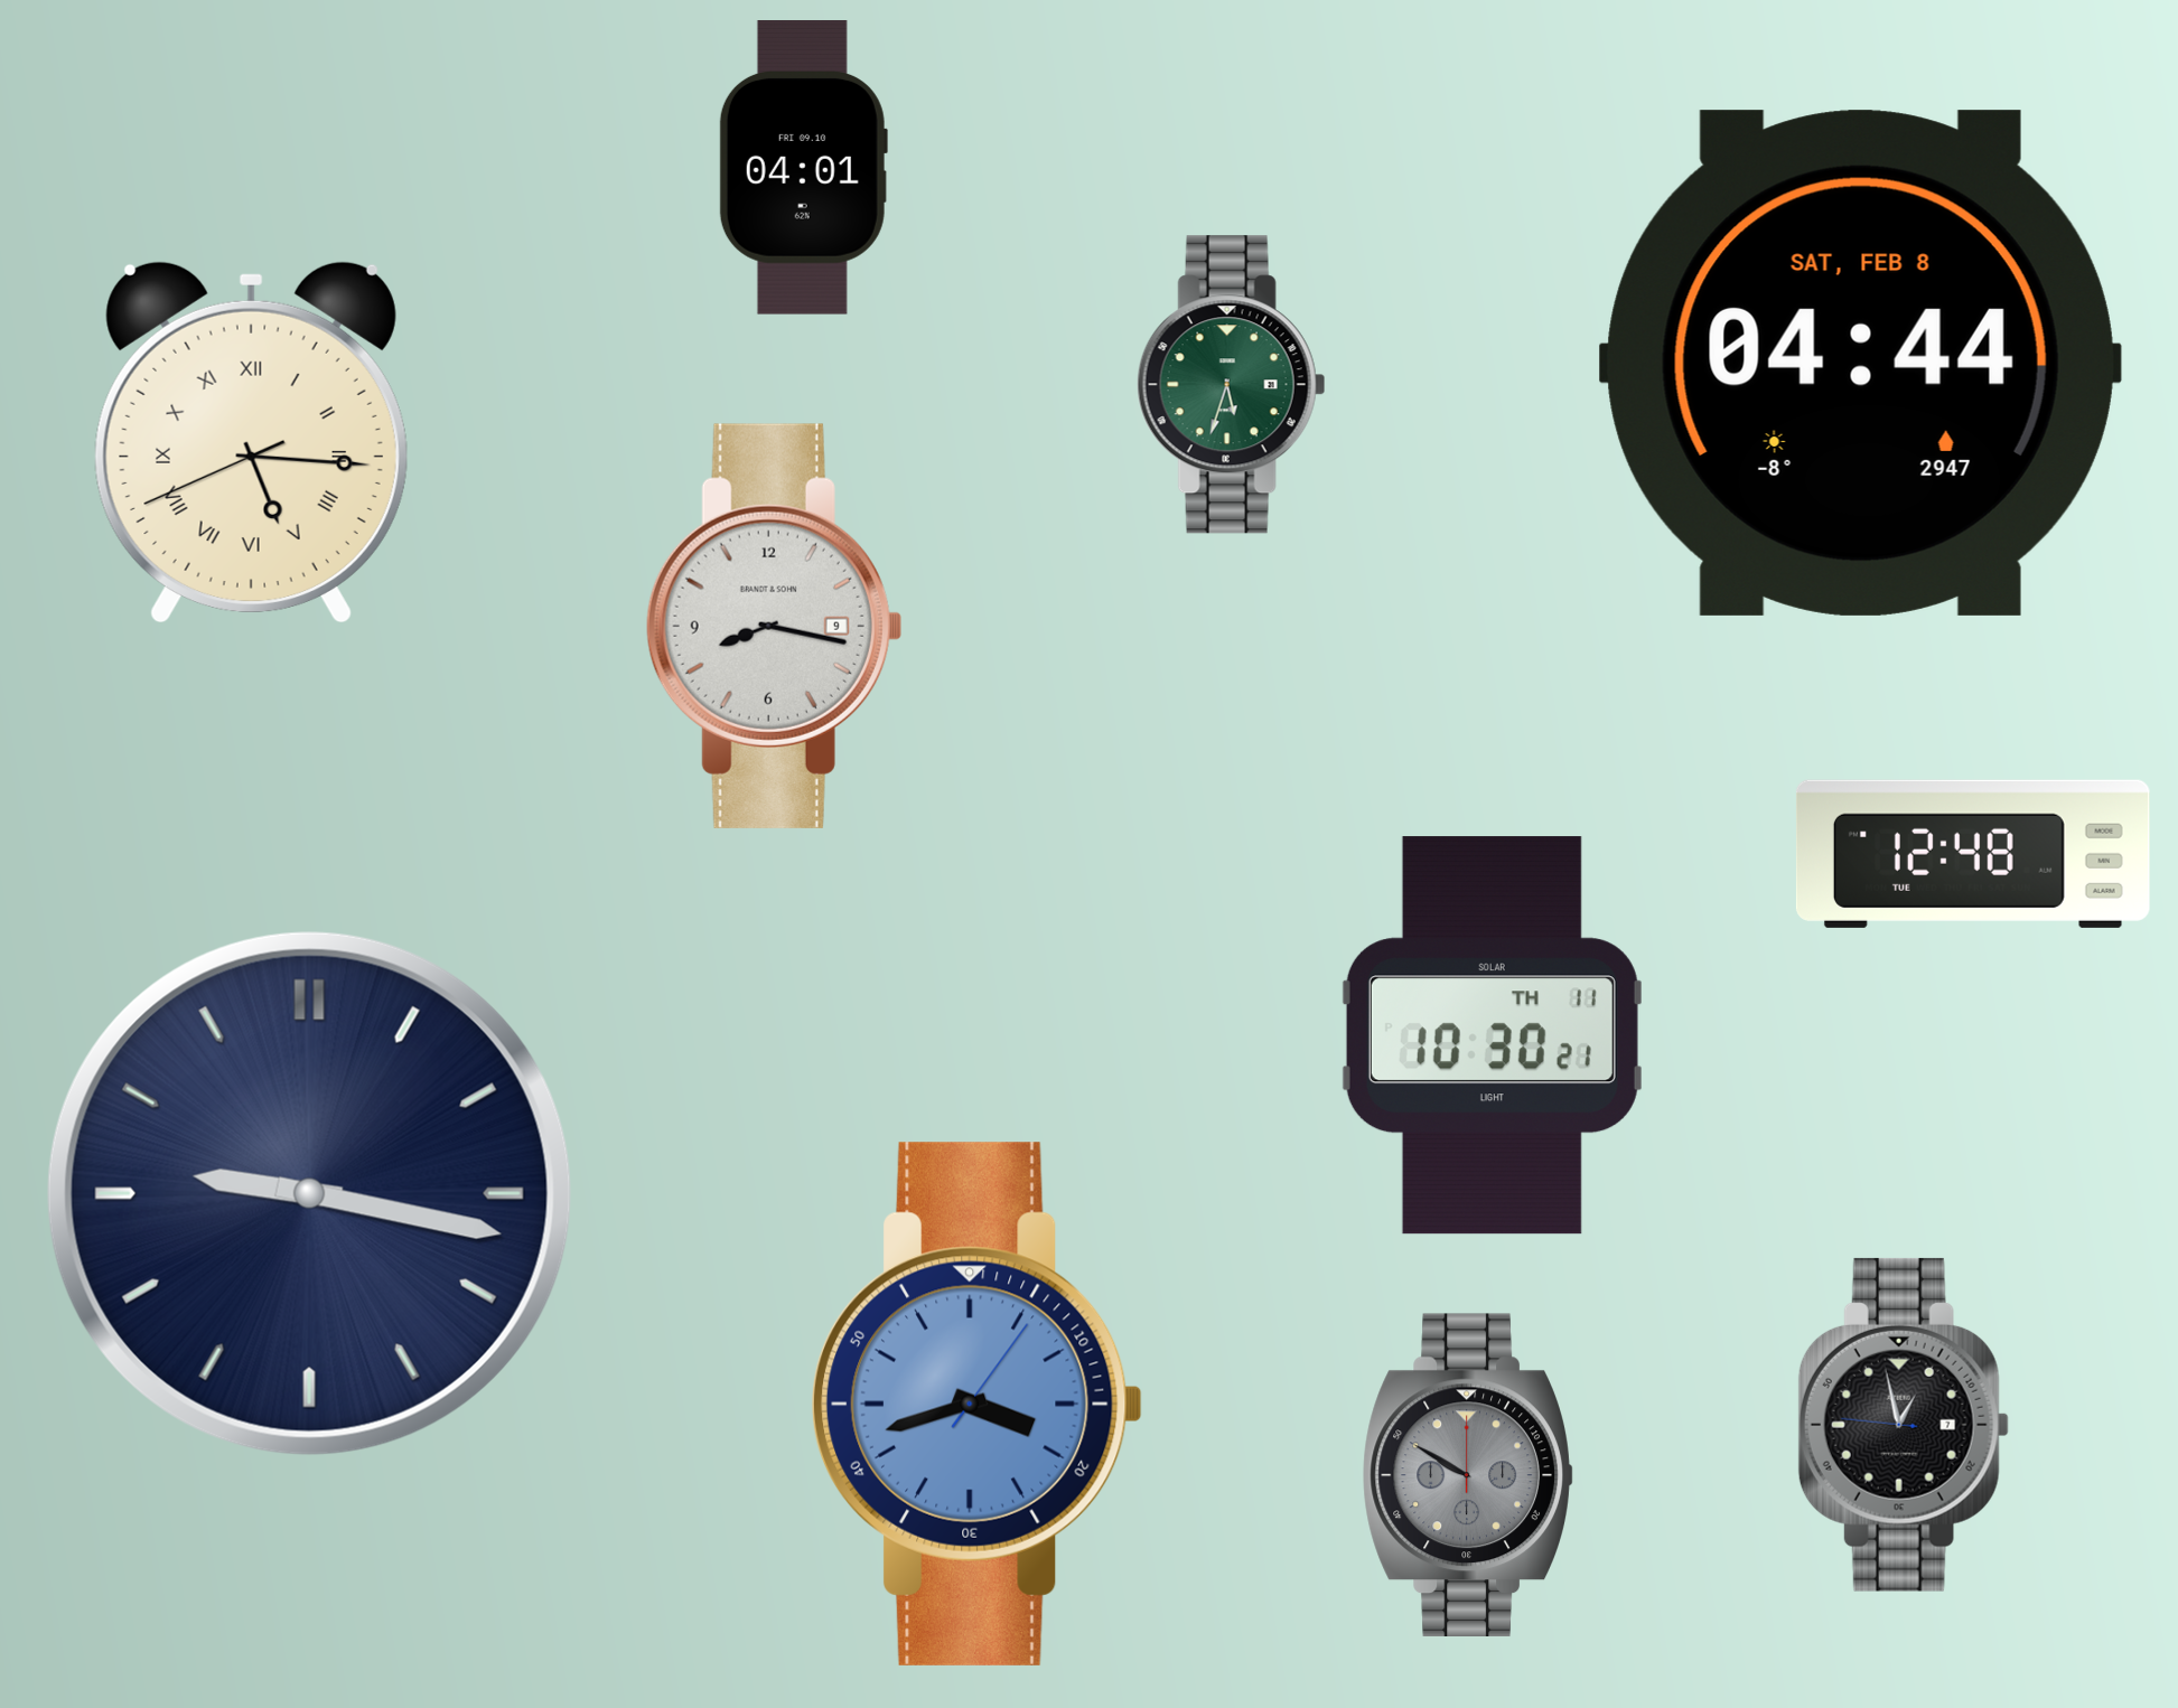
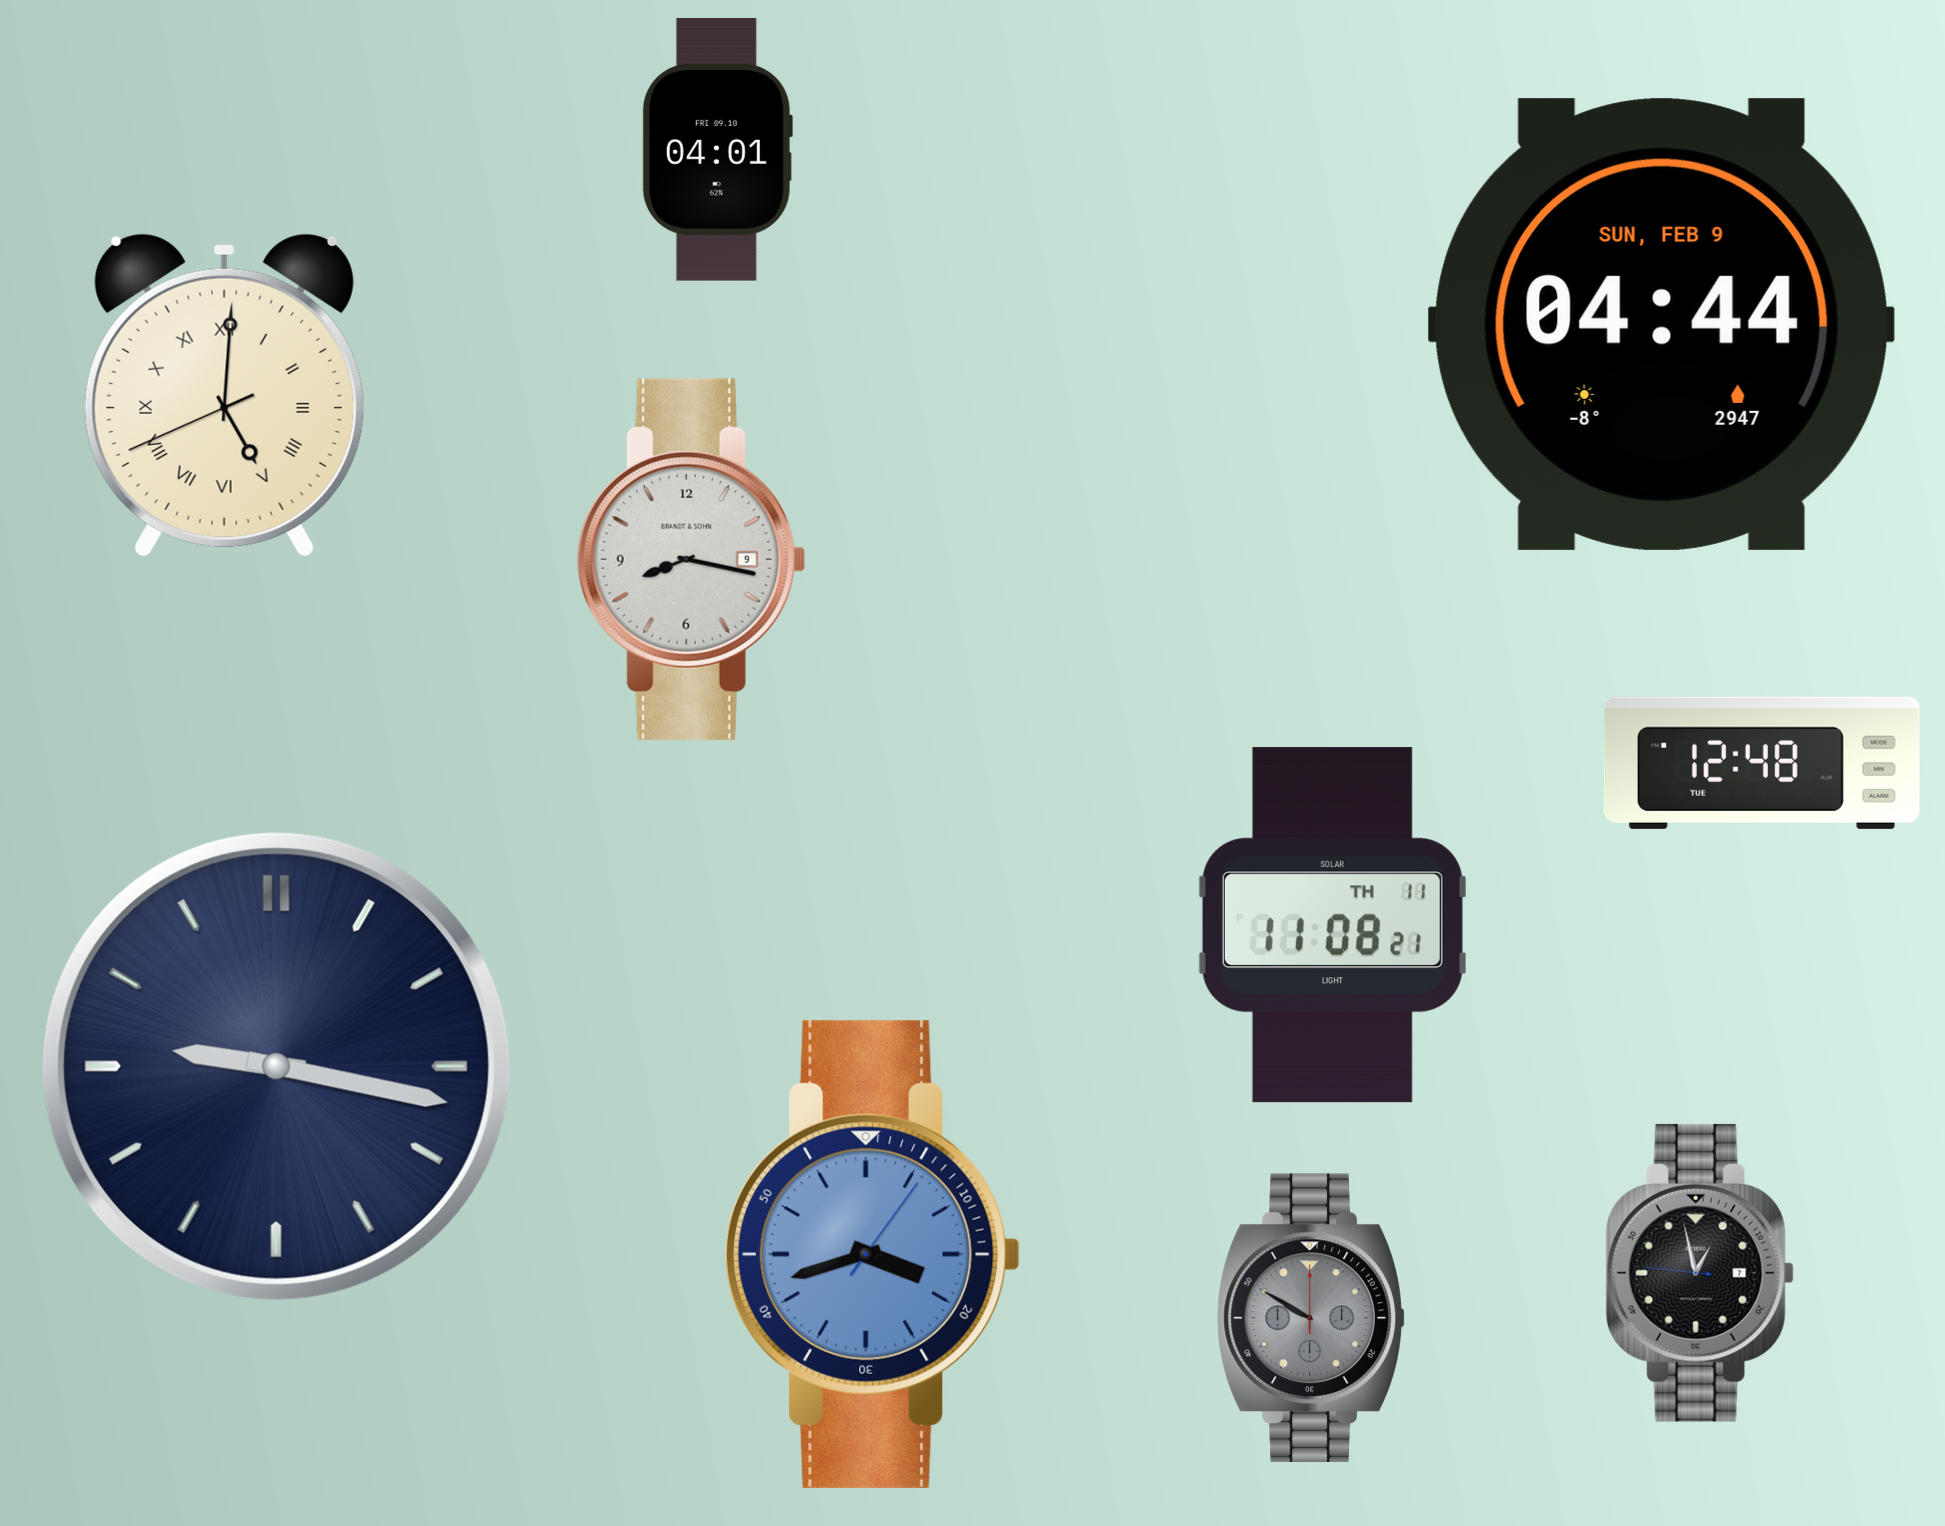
clock at (1860, 363) date: SAT, FEB 8 -> SUN, FEB 9
clock at (1231, 385): 5:33 -> none
clock at (251, 442): 5:15 -> 5:00
clock at (1492, 1035): 10:30 -> 11:08
